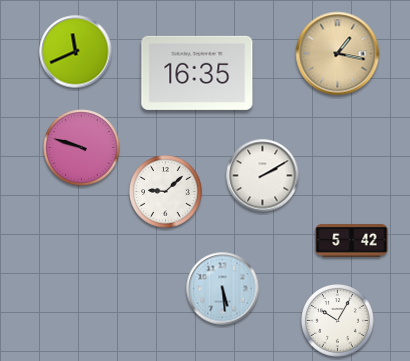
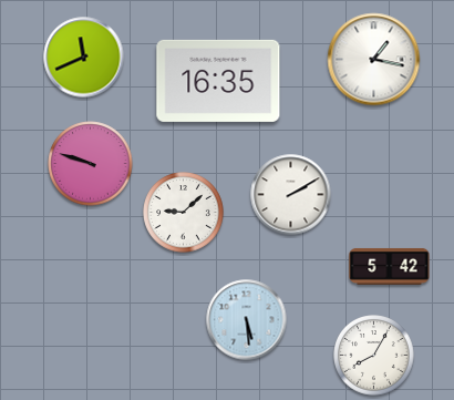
clock at (338, 54) dial: champagne -> white
clock at (338, 321): 10:05 -> 8:05
